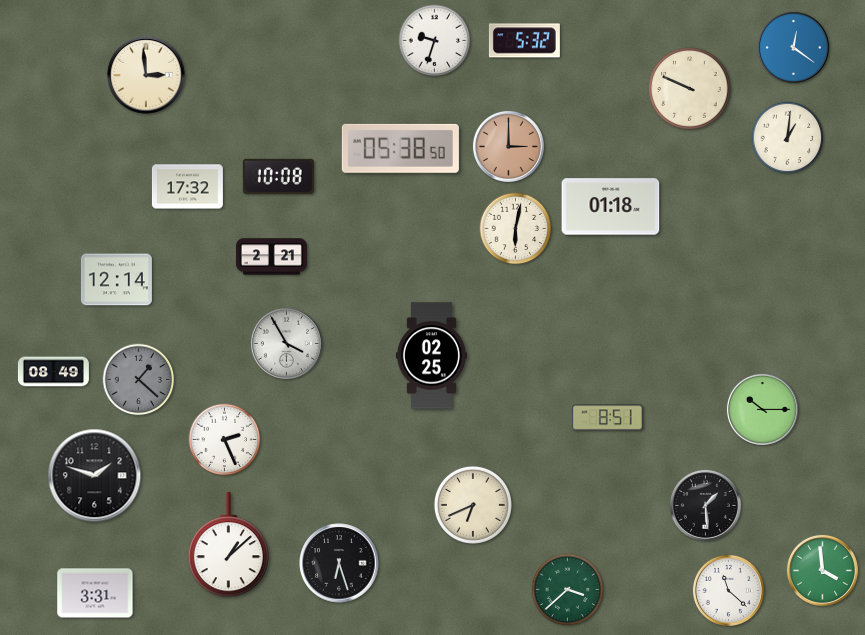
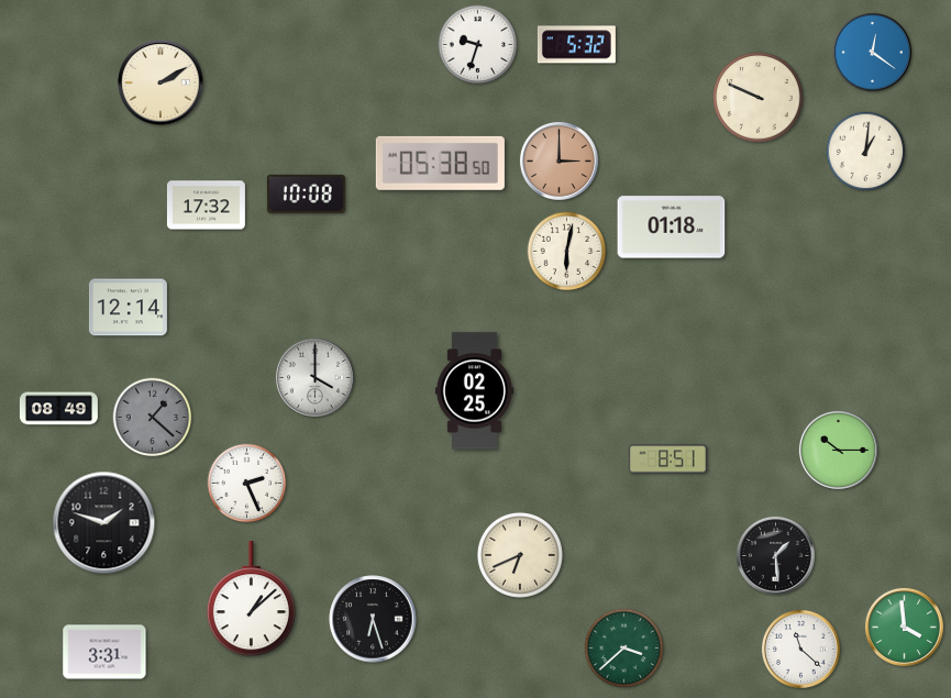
clock at (146, 75): 2:59 -> 2:10
clock at (271, 257): 2:21 -> none
clock at (286, 343): 3:55 -> 4:00
